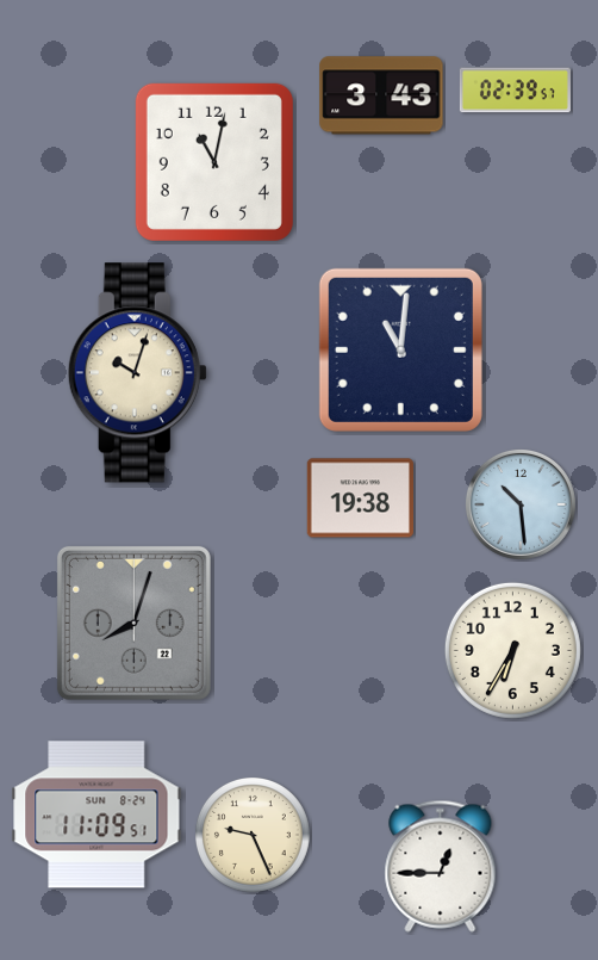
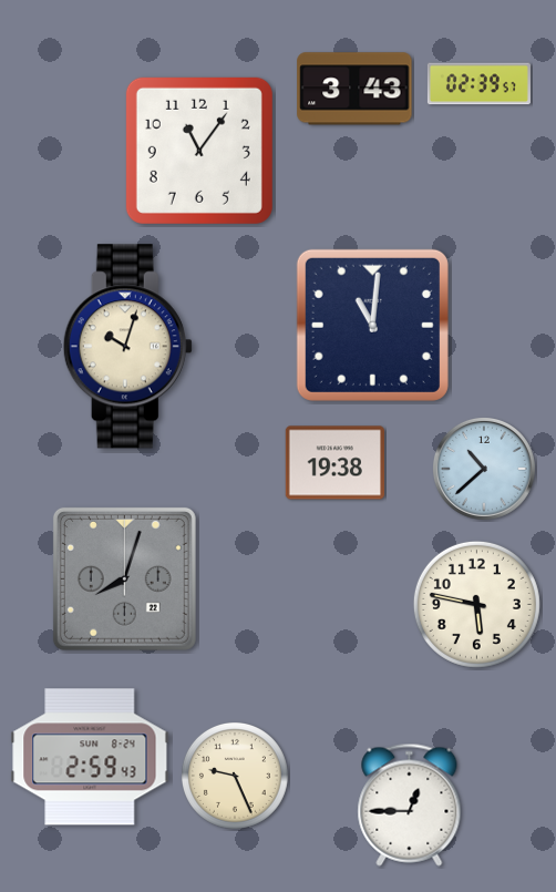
clock at (214, 162): 11:02 -> 11:06
clock at (521, 504): 10:29 -> 10:38
clock at (512, 650): 6:35 -> 5:47
clock at (96, 815): 11:09 -> 2:59
